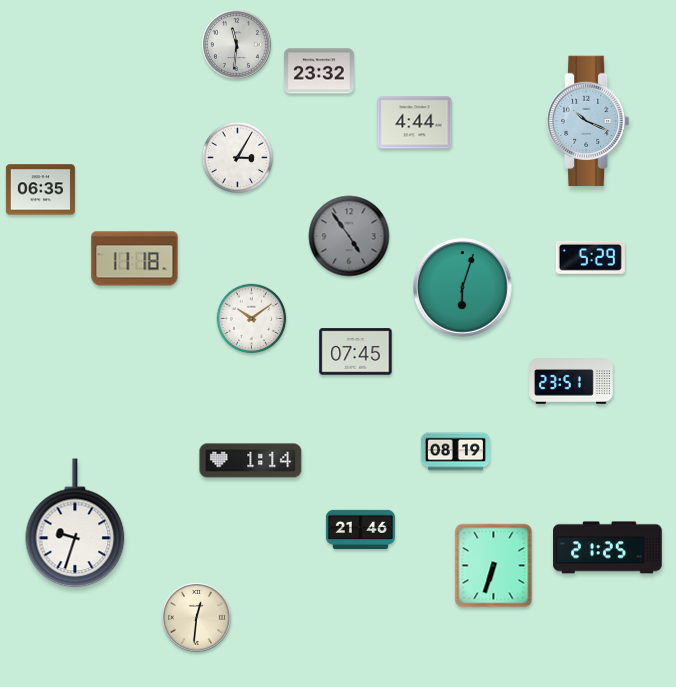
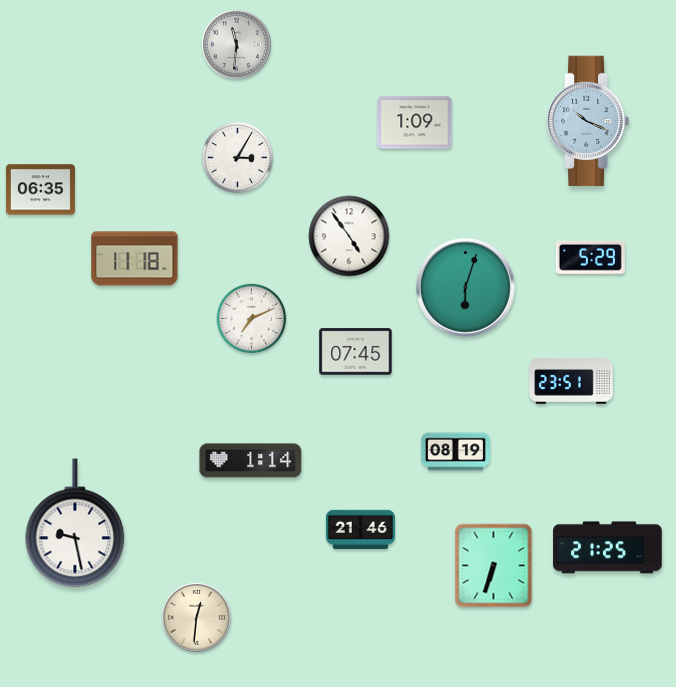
clock at (319, 71): 23:32 -> none
clock at (415, 123): 4:44 -> 1:09
clock at (349, 236) dial: grey -> white
clock at (463, 288) position: (463, 288) -> (466, 288)
clock at (252, 319): 10:09 -> 7:11
clock at (75, 523): 9:33 -> 9:28
